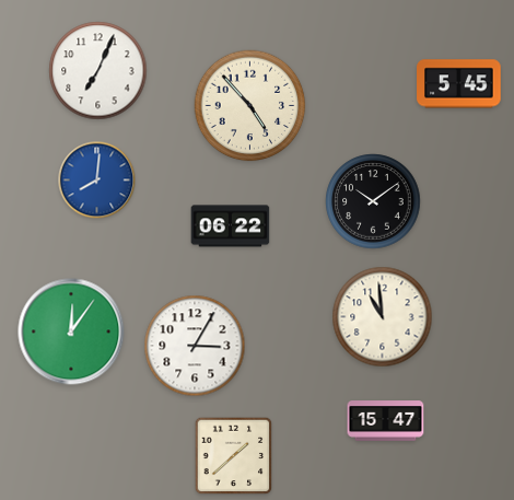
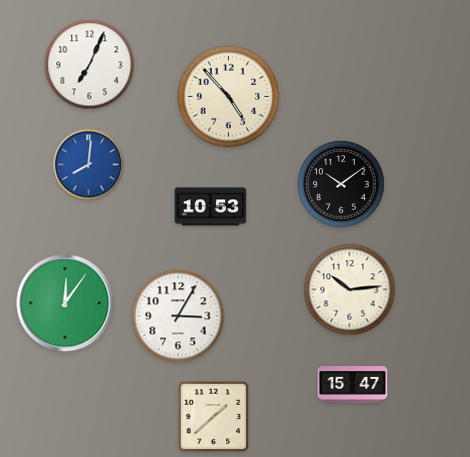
clock at (459, 84): 5:45 -> none
clock at (231, 226): 06:22 -> 10:53
clock at (383, 317): 10:59 -> 10:14
